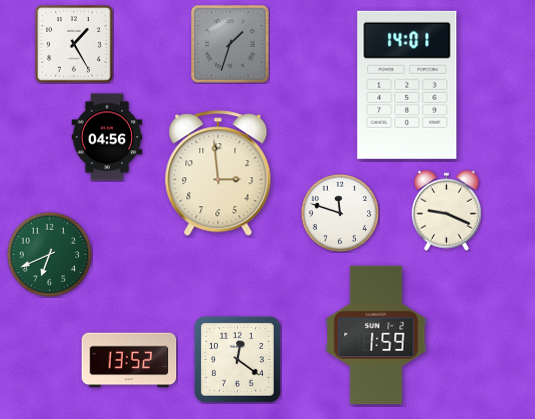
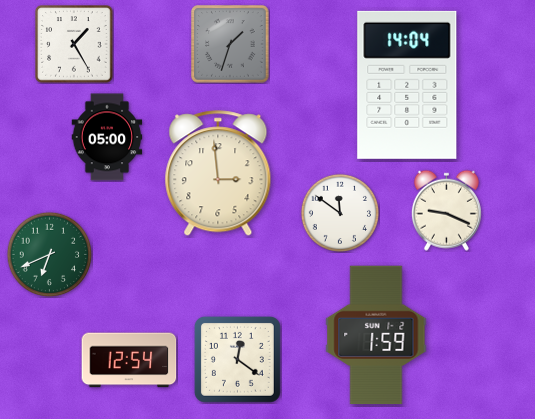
clock at (407, 85): 14:01 -> 14:04
clock at (107, 137): 04:56 -> 05:00
clock at (340, 213): 11:48 -> 11:51
clock at (129, 360): 13:52 -> 12:54
